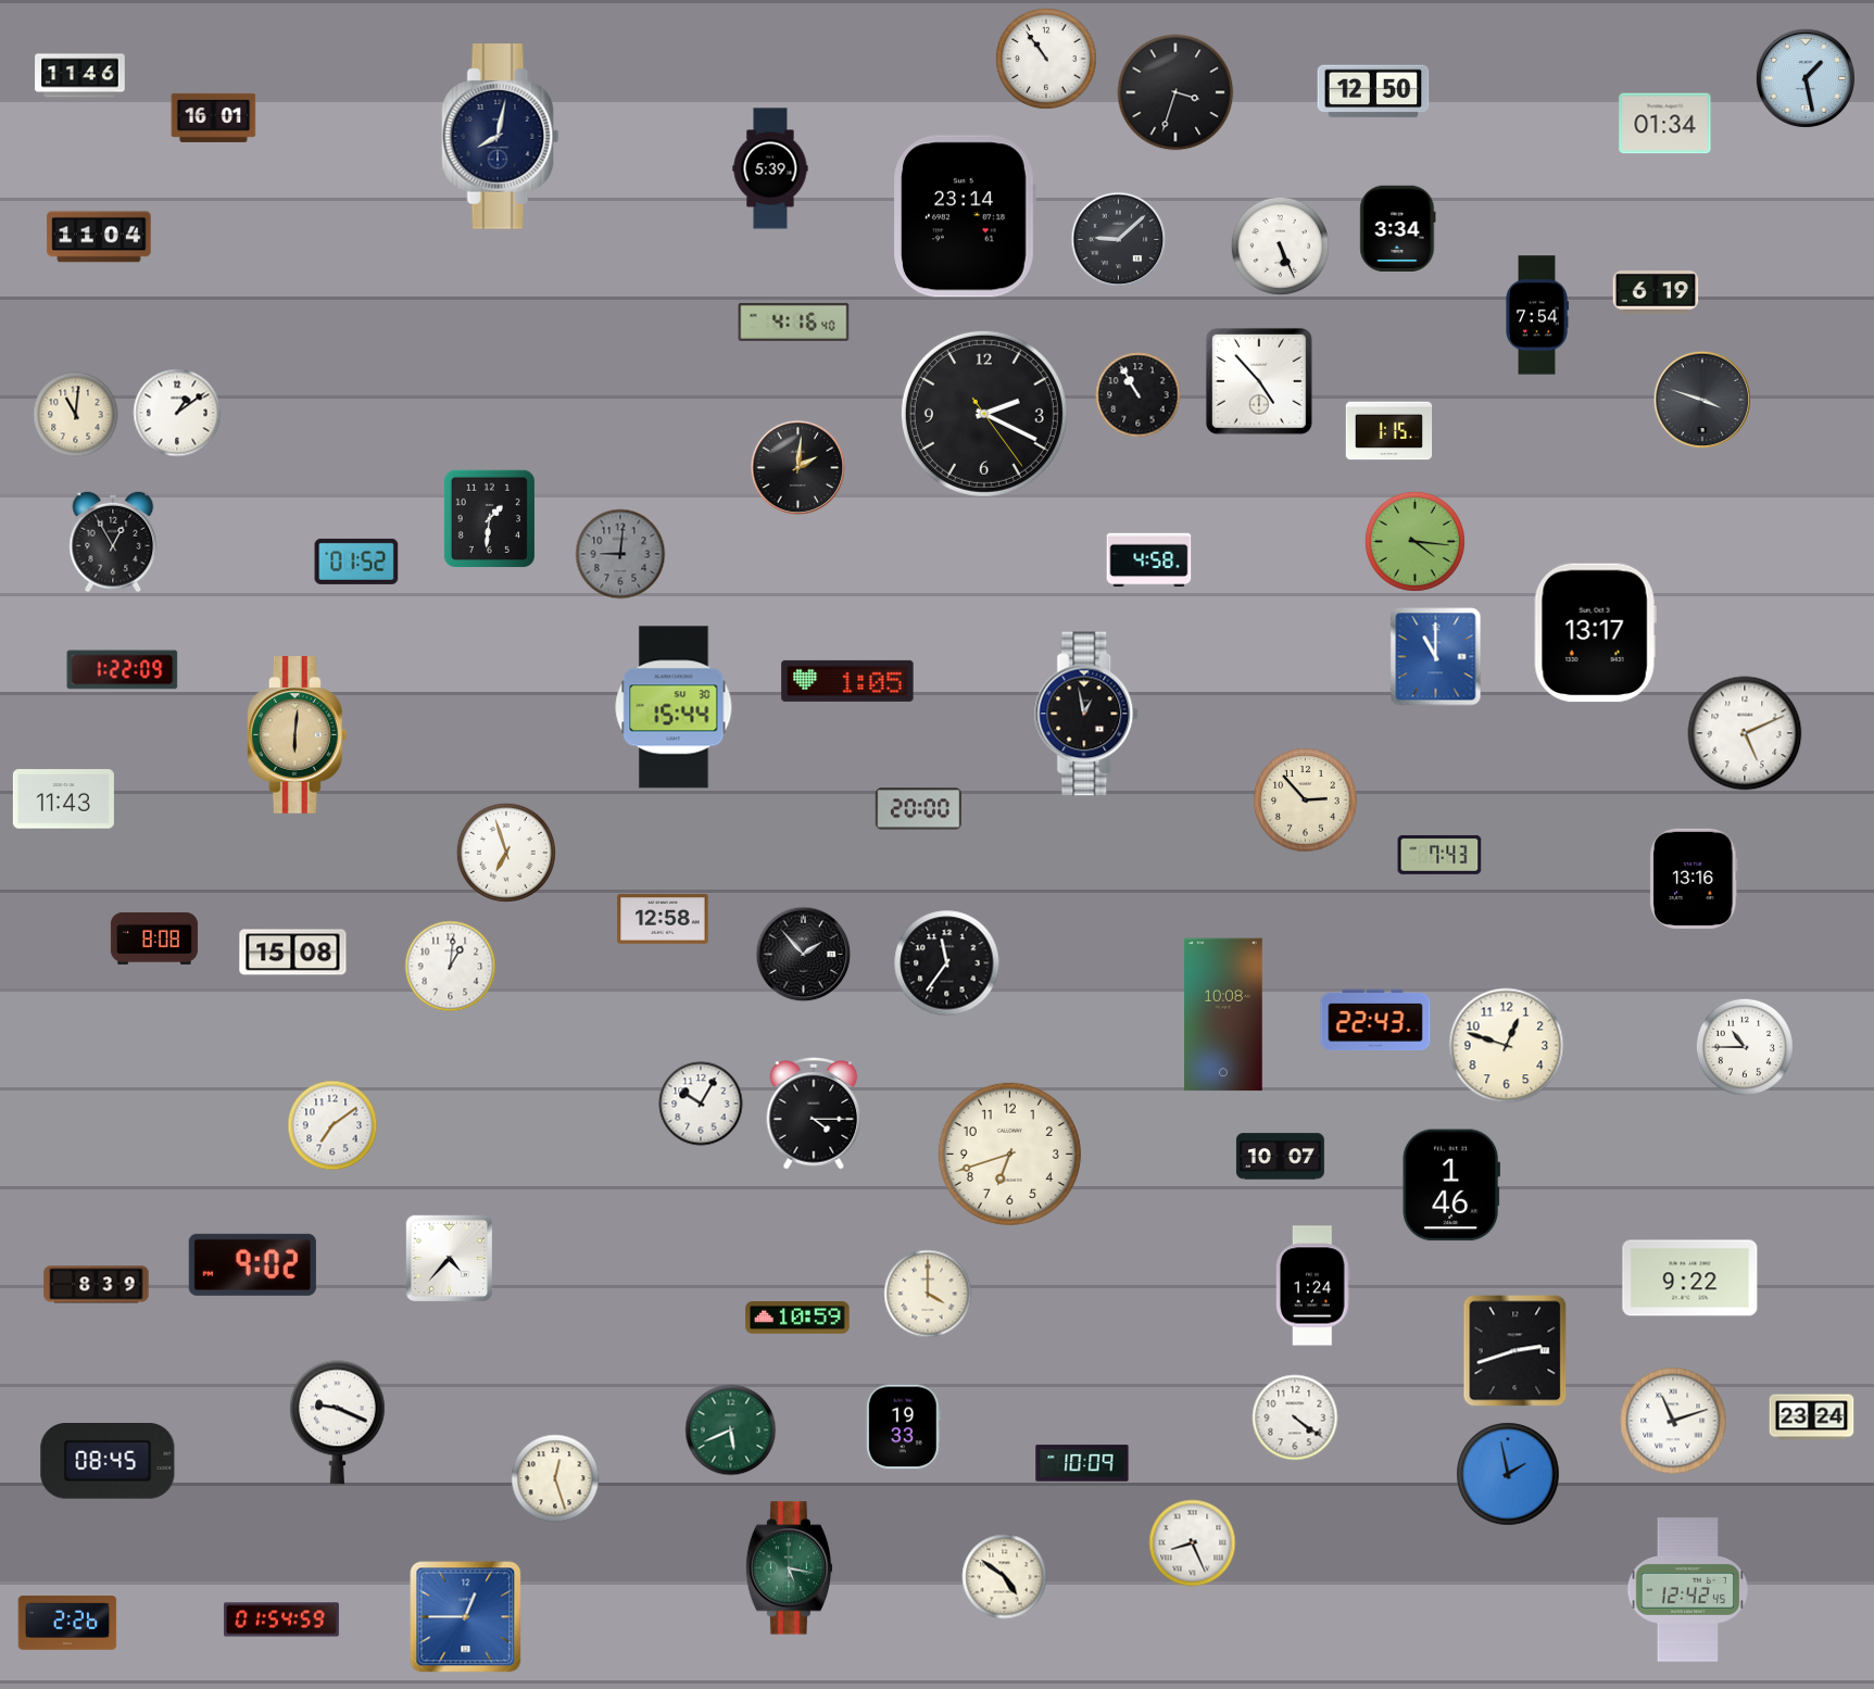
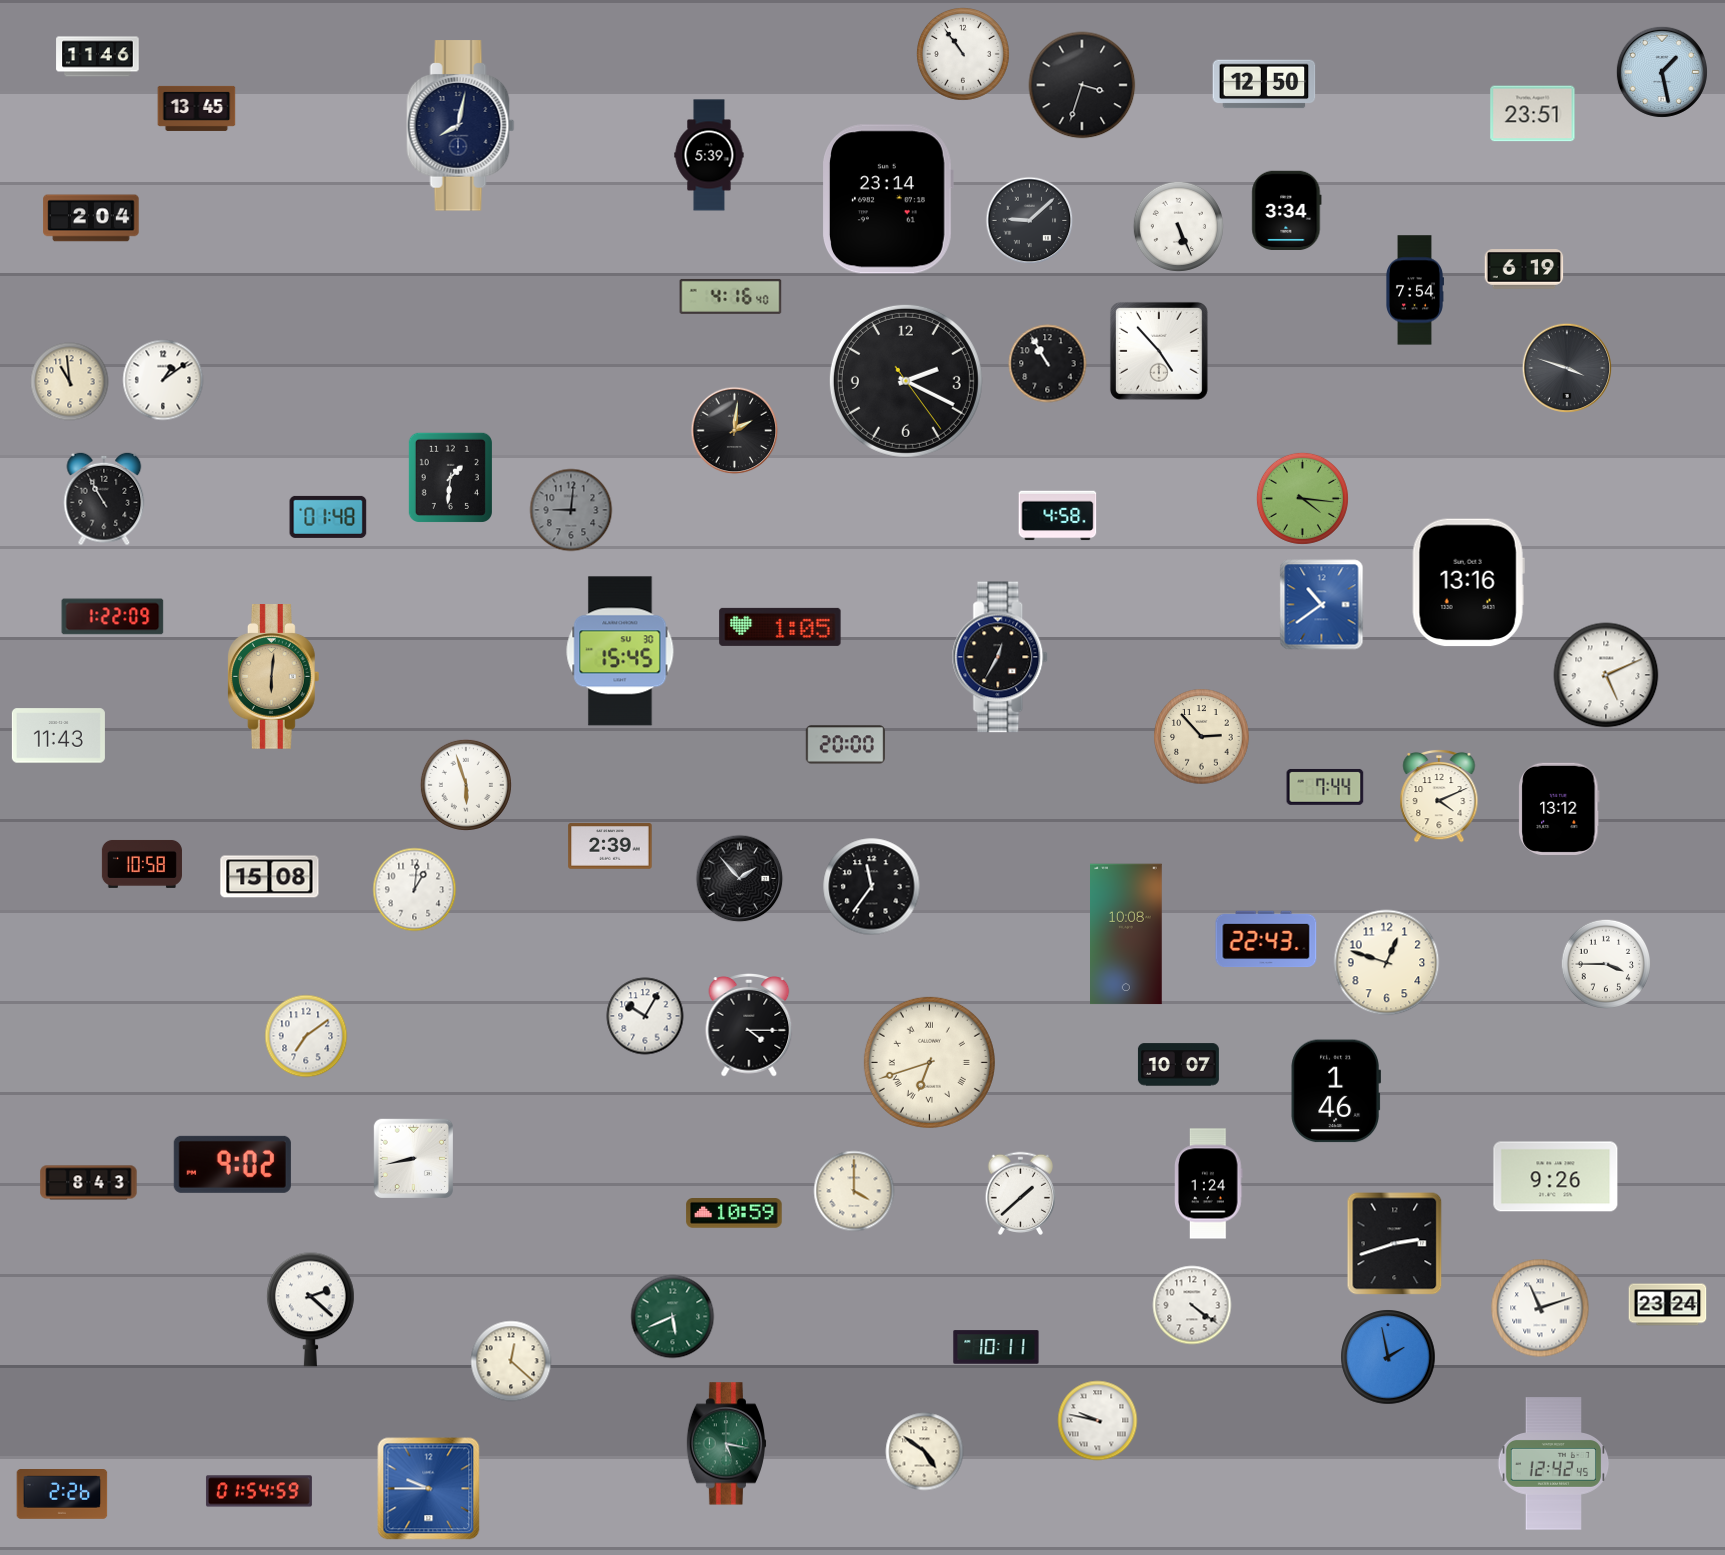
clock at (80, 76) position: (80, 76) -> (98, 57)
clock at (214, 117): 16:01 -> 13:45
clock at (1665, 124): 01:34 -> 23:51
clock at (99, 237): 11:04 -> 2:04
clock at (76, 415): 11:01 -> 10:59
clock at (1389, 431): 1:15 -> none
clock at (113, 542): 12:55 -> 10:55
clock at (356, 562): 01:52 -> 01:48
clock at (1595, 633): 13:17 -> 13:16
clock at (1436, 657): 11:00 -> 10:39
clock at (674, 707): 15:44 -> 15:45
clock at (1087, 714): 12:58 -> 12:35
clock at (506, 853): 6:57 -> 5:57
clock at (1439, 855): 7:43 -> 7:44
clock at (1439, 796): none -> 4:11
clock at (1694, 879): 13:16 -> 13:12
clock at (663, 919): 12:58 -> 2:39
clock at (154, 938): 8:08 -> 10:58
clock at (1745, 1047): 10:45 -> 3:45
clock at (1009, 1154) numerals: Arabic -> Roman
clock at (450, 1259): 4:37 -> 8:43
clock at (1690, 1278): 9:22 -> 9:26
clock at (97, 1285): 8:39 -> 8:43
clock at (1020, 1193): none -> 1:38
clock at (337, 1423): 9:19 -> 2:22
clock at (903, 1427): 19:33 -> none
clock at (108, 1461): 08:45 -> none
clock at (1082, 1463): 10:09 -> 10:11
clock at (555, 1478): 12:27 -> 12:22
clock at (1193, 1543): 8:26 -> 9:47
clock at (466, 1617): 12:45 -> 9:45
